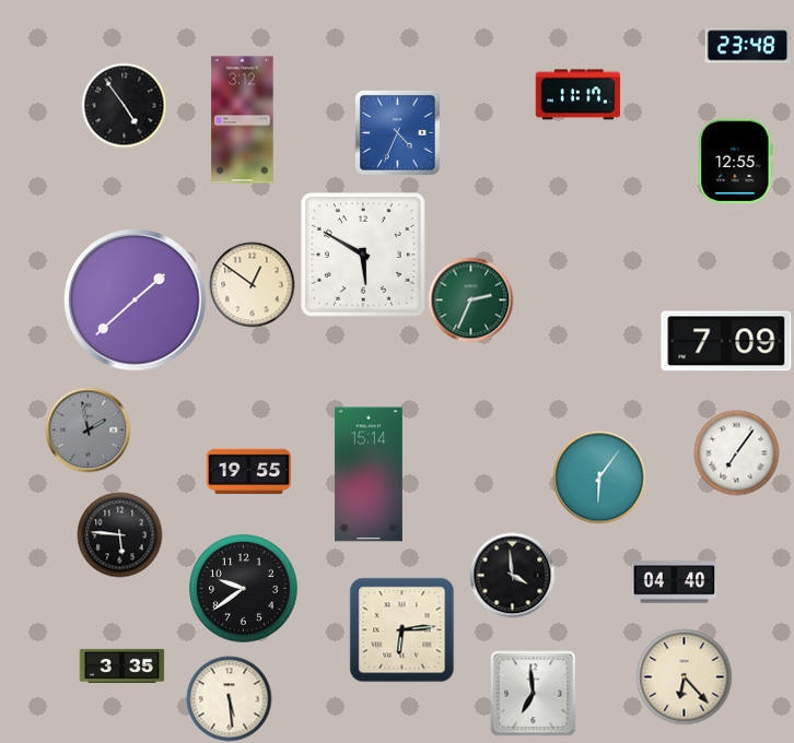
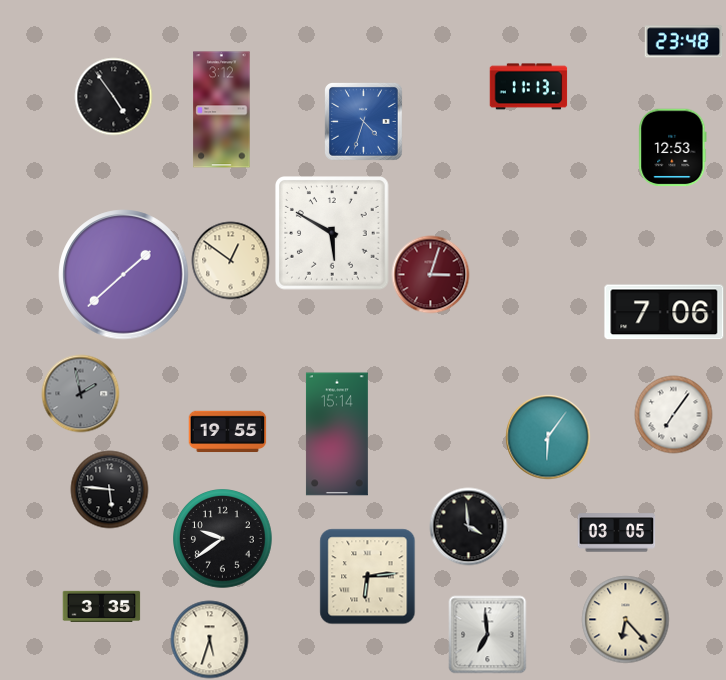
clock at (577, 95): 11:17 -> 11:13
clock at (398, 133): 4:34 -> 4:33
clock at (736, 161): 12:55 -> 12:53
clock at (470, 299): 2:34 -> 3:03
clock at (470, 299) dial: green -> burgundy
clock at (726, 341): 7:09 -> 7:06
clock at (674, 582): 04:40 -> 03:05
clock at (121, 665) position: (121, 665) -> (101, 606)
clock at (229, 698): 5:29 -> 5:33
